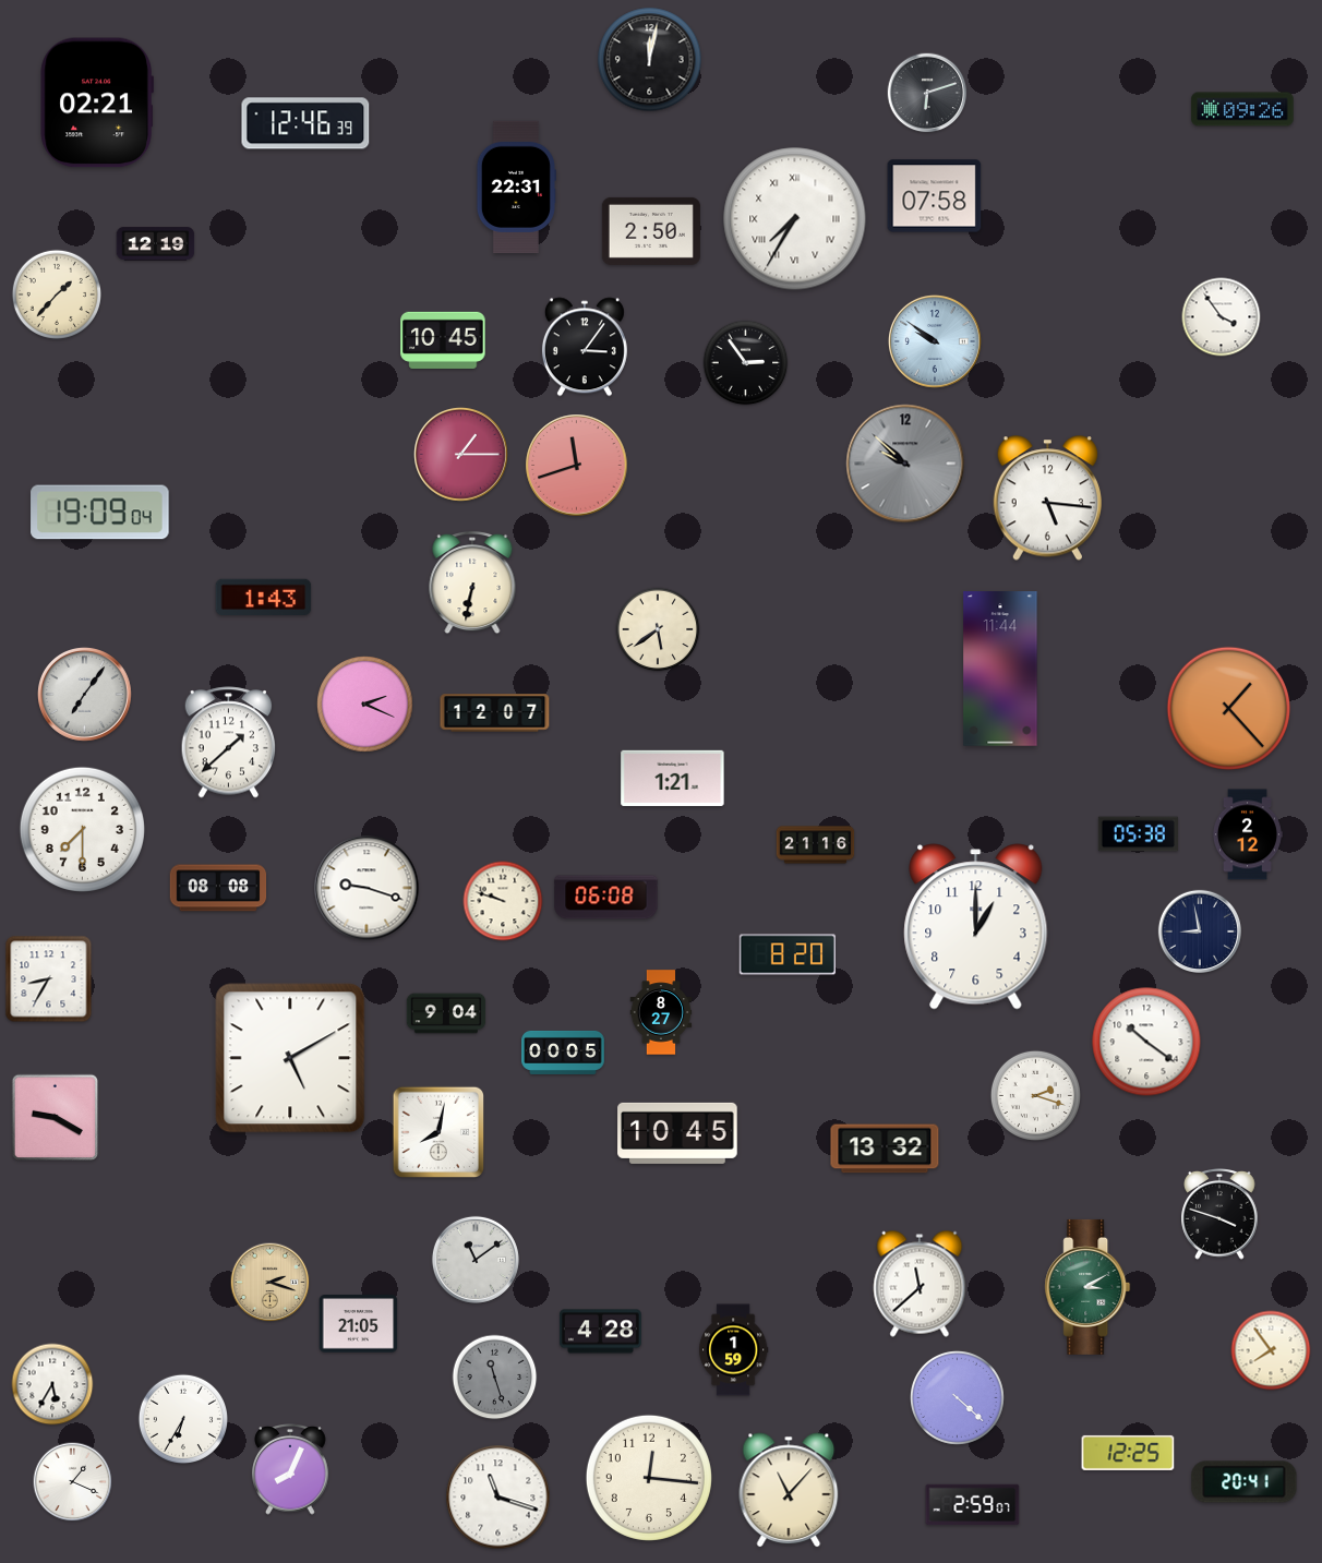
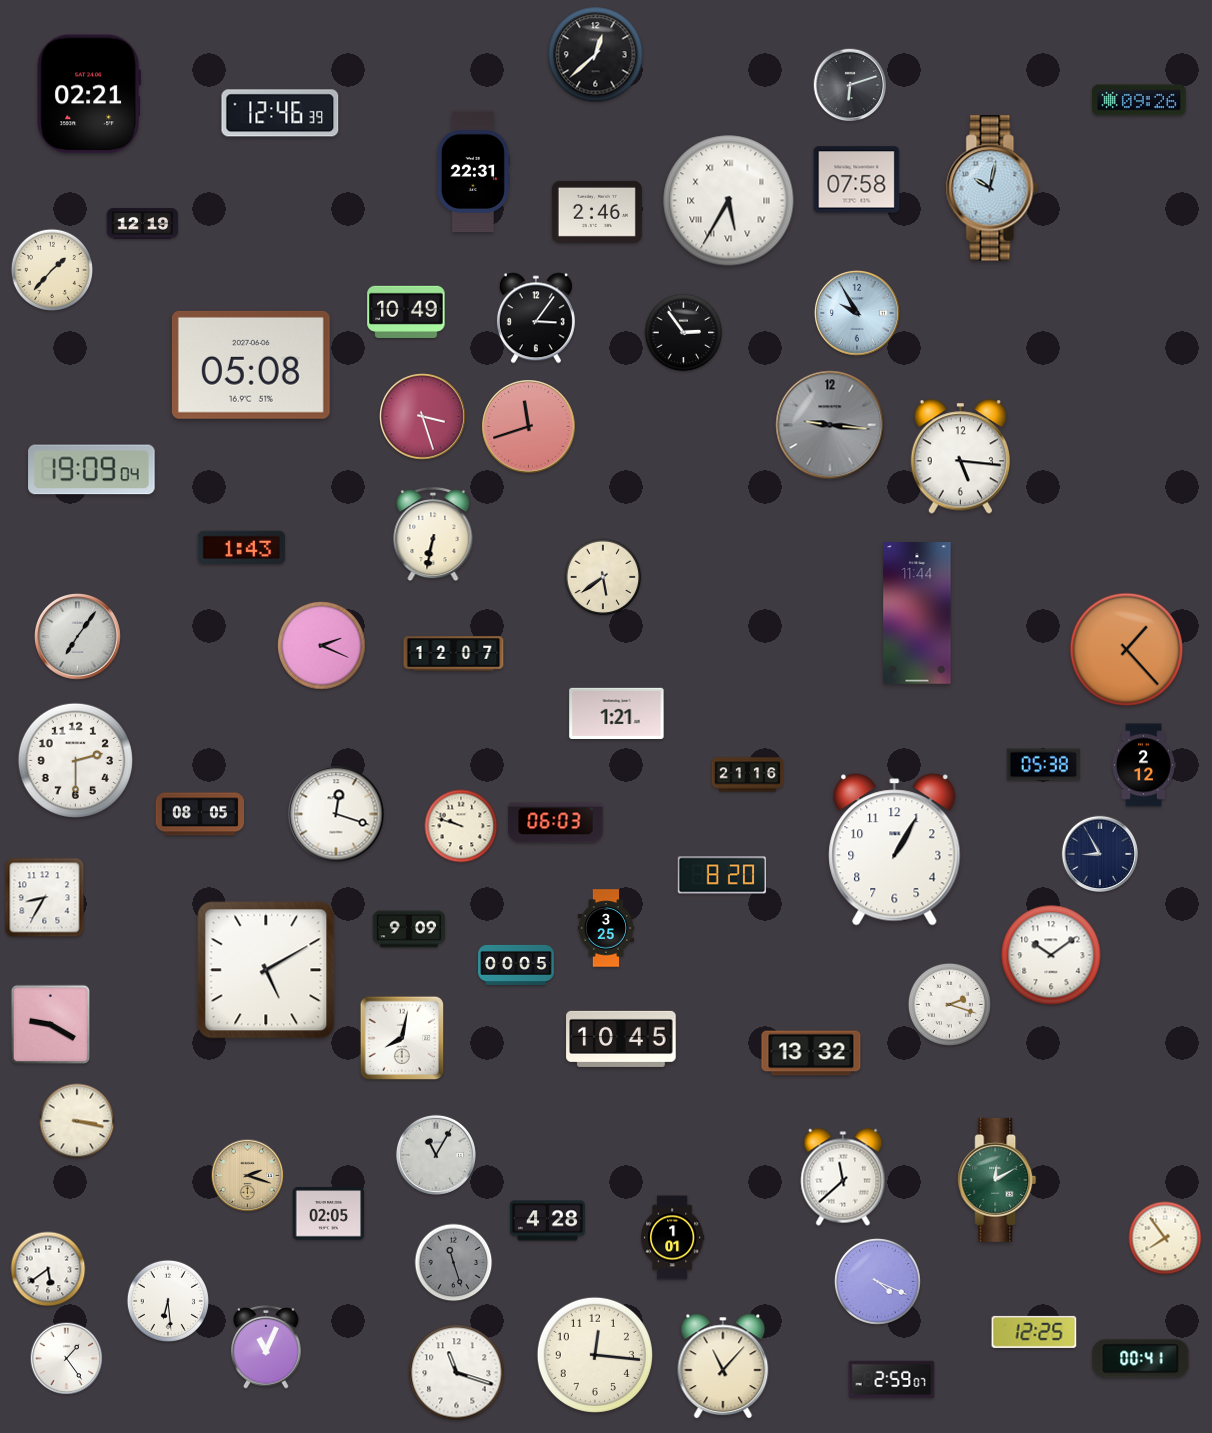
clock at (650, 60): 12:02 -> 12:38
clock at (992, 188): none -> 10:02
clock at (795, 219): 7:35 -> 5:35
clock at (651, 231): 2:50 -> 2:46
clock at (1222, 317): 3:54 -> none
clock at (443, 340): 10:45 -> 10:49
clock at (935, 341): 9:51 -> 9:55
clock at (251, 365): none -> 05:08
clock at (461, 455): 1:15 -> 3:27
clock at (905, 464): 9:52 -> 9:16
clock at (365, 705) position: (365, 705) -> (322, 646)
clock at (229, 743): 1:38 -> none
clock at (82, 829): 7:30 -> 2:30
clock at (218, 888): 08:08 -> 08:05
clock at (366, 888): 9:18 -> 12:18
clock at (606, 898): 06:08 -> 06:03
clock at (976, 927): 1:00 -> 1:05
clock at (1199, 930): 8:58 -> 8:55
clock at (661, 1012): 8:27 -> 3:25
clock at (446, 1013): 9:04 -> 9:09
clock at (1146, 1042): 10:21 -> 10:09
clock at (1219, 1215): 3:48 -> none
clock at (77, 1121): none -> 3:17
clock at (476, 1260): 11:09 -> 11:05
clock at (1087, 1287): 3:10 -> 12:10
clock at (359, 1324): 21:05 -> 02:05
clock at (601, 1332) position: (601, 1332) -> (548, 1221)
clock at (734, 1350): 1:59 -> 1:01
clock at (52, 1384): 5:35 -> 5:39
clock at (957, 1397): 4:22 -> 4:19
clock at (182, 1418): 6:35 -> 6:29
clock at (290, 1470): 8:04 -> 11:04
clock at (73, 1482): 1:19 -> 1:24
clock at (1245, 1482): 20:41 -> 00:41
